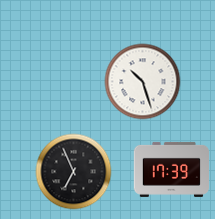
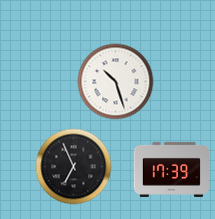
clock at (143, 82) position: (143, 82) -> (116, 82)
clock at (74, 172) position: (74, 172) -> (74, 167)
